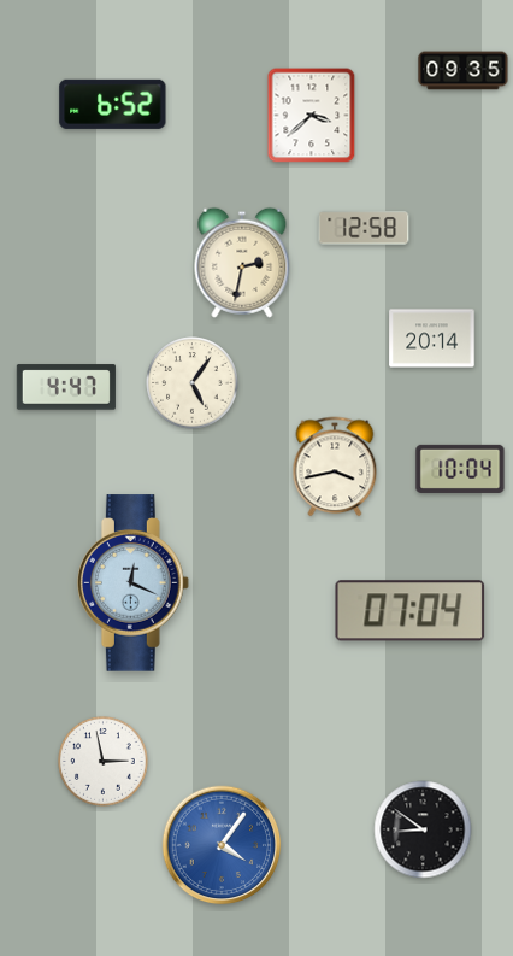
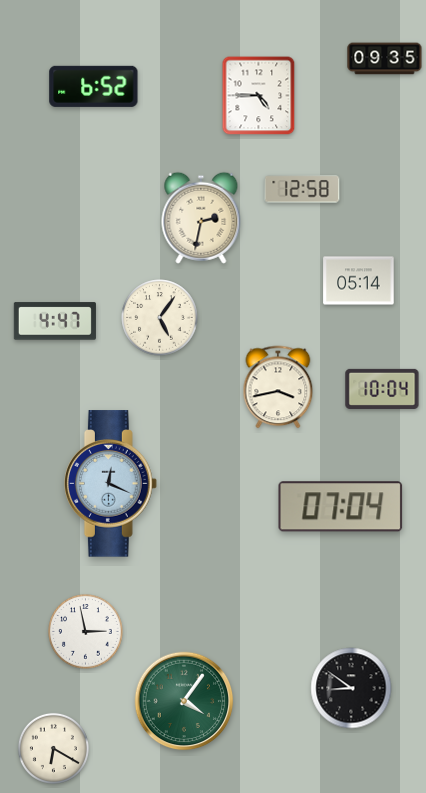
clock at (312, 116): 3:38 -> 4:45
clock at (432, 339): 20:14 -> 05:14
clock at (222, 845) dial: blue -> green
clock at (53, 748): none -> 6:20
